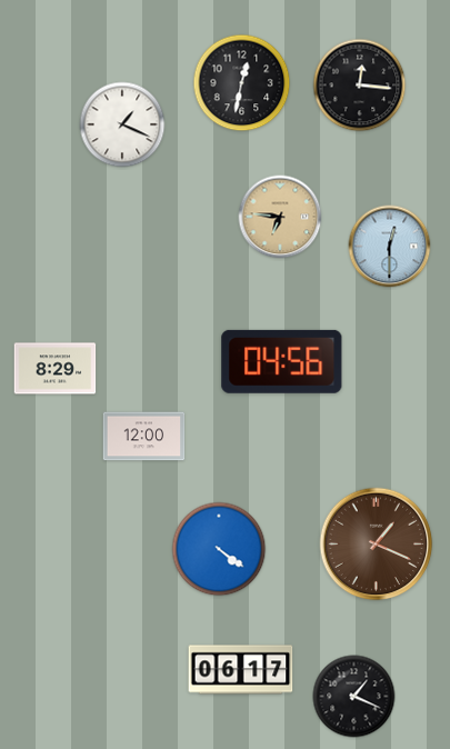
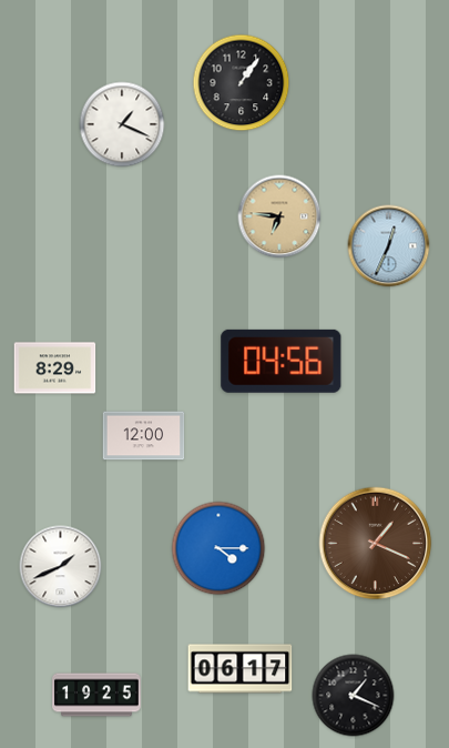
clock at (242, 83): 12:32 -> 1:06
clock at (360, 86): 12:16 -> none
clock at (390, 247): 12:30 -> 12:34
clock at (219, 549): 4:21 -> 4:15
clock at (61, 567): none -> 1:41
clock at (96, 695): none -> 19:25
